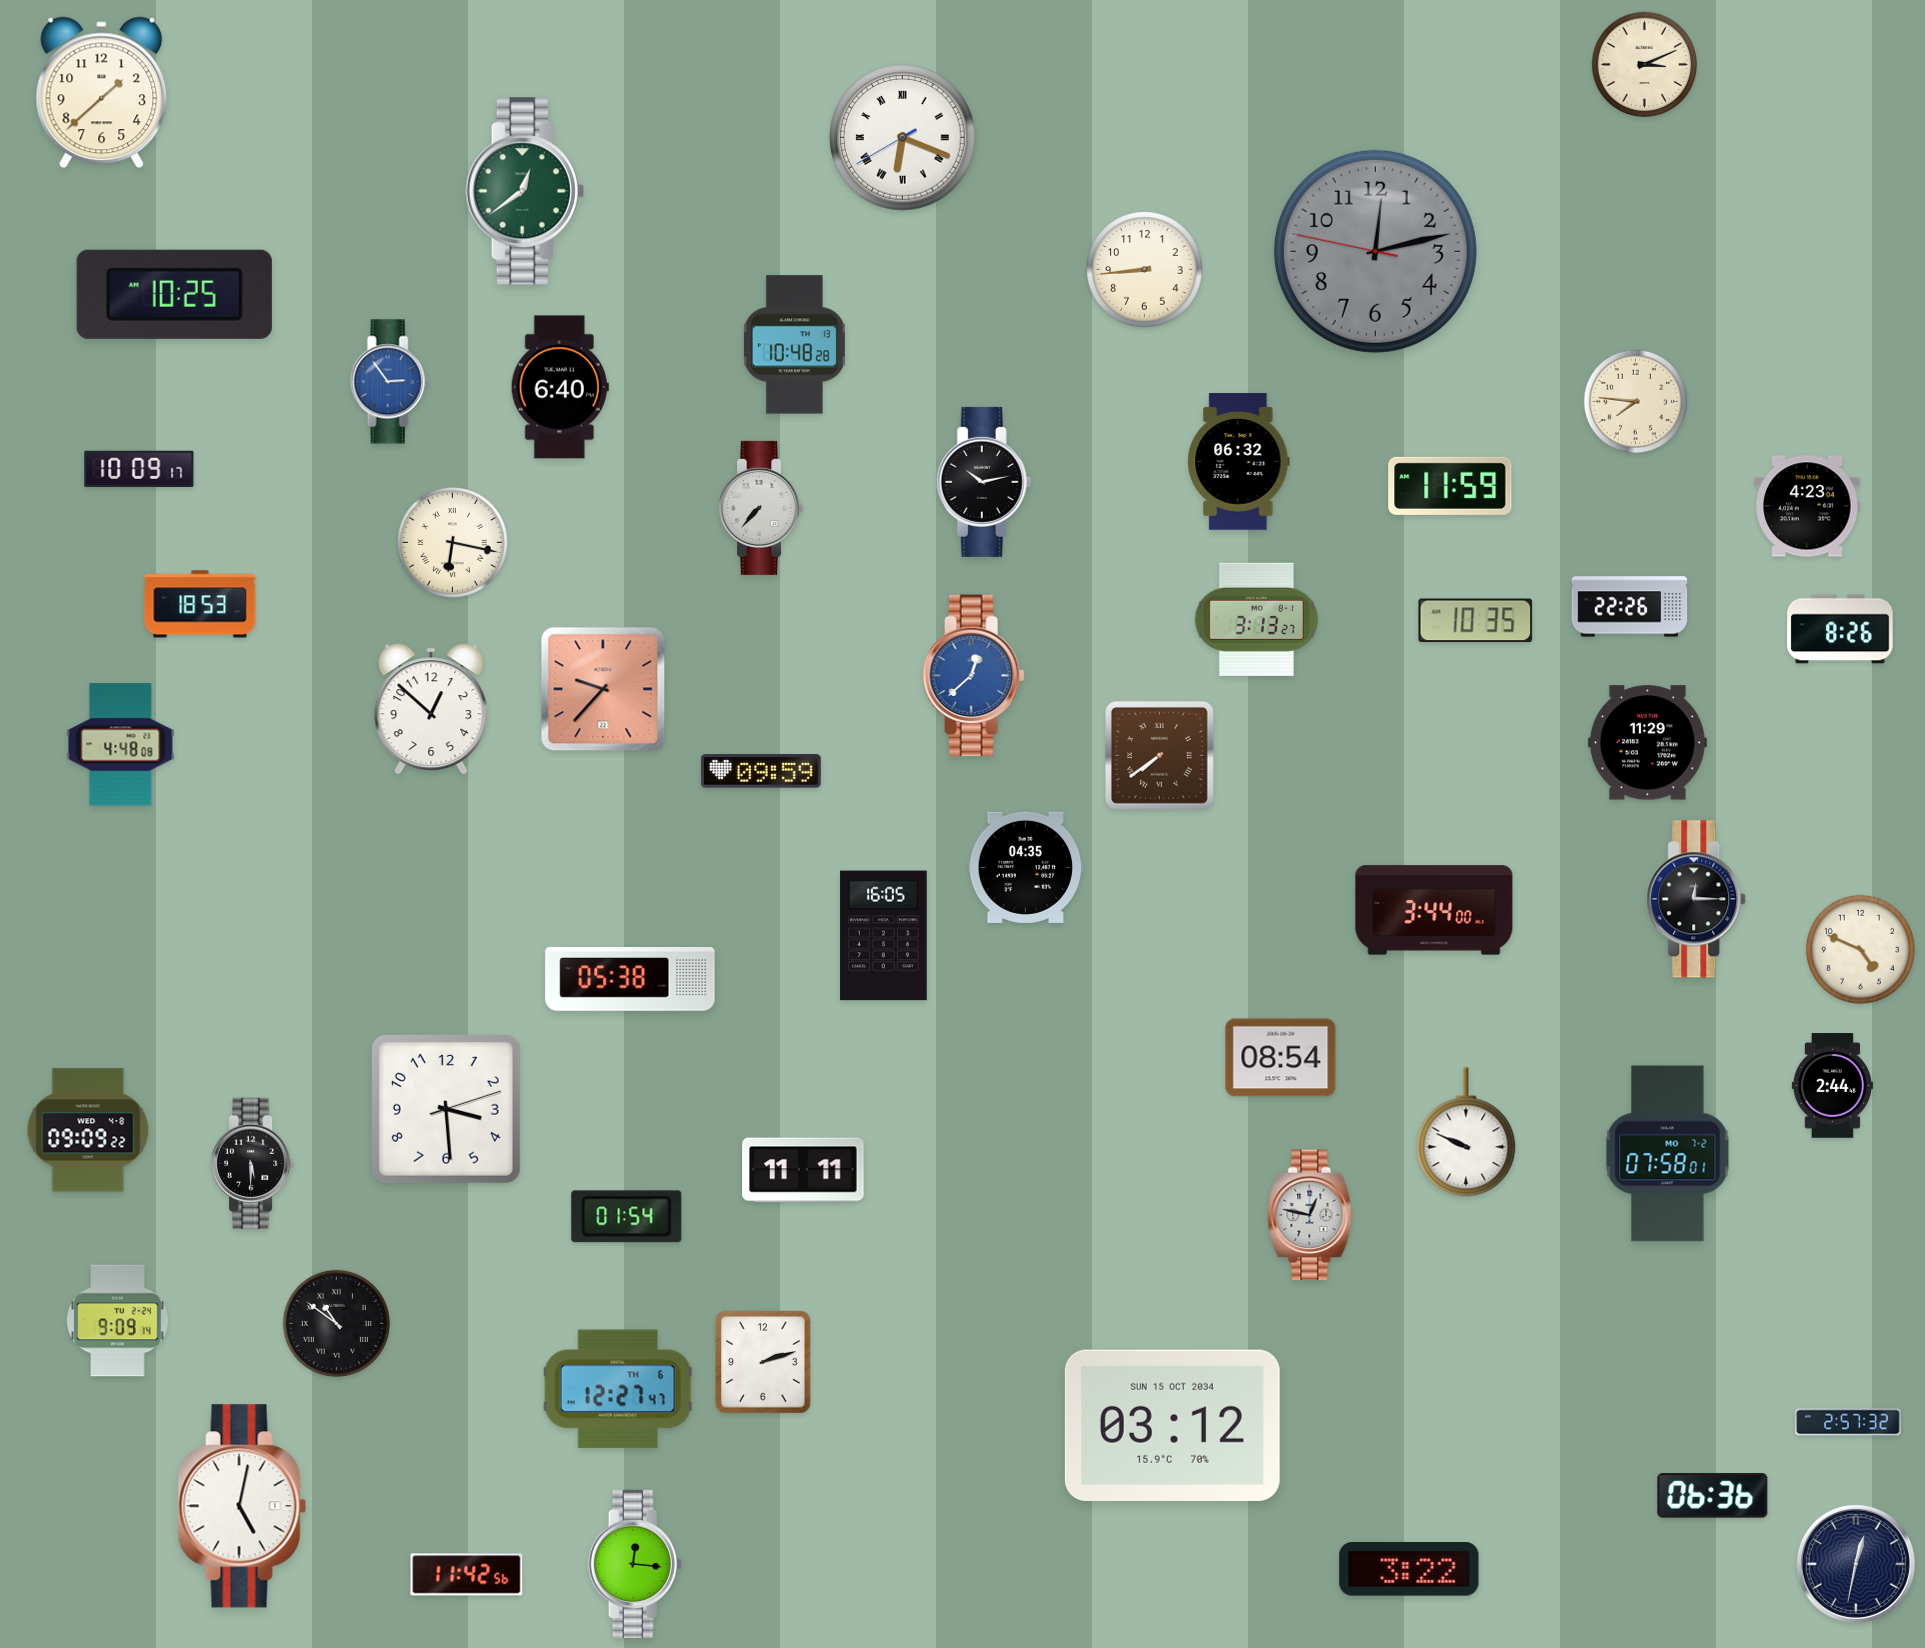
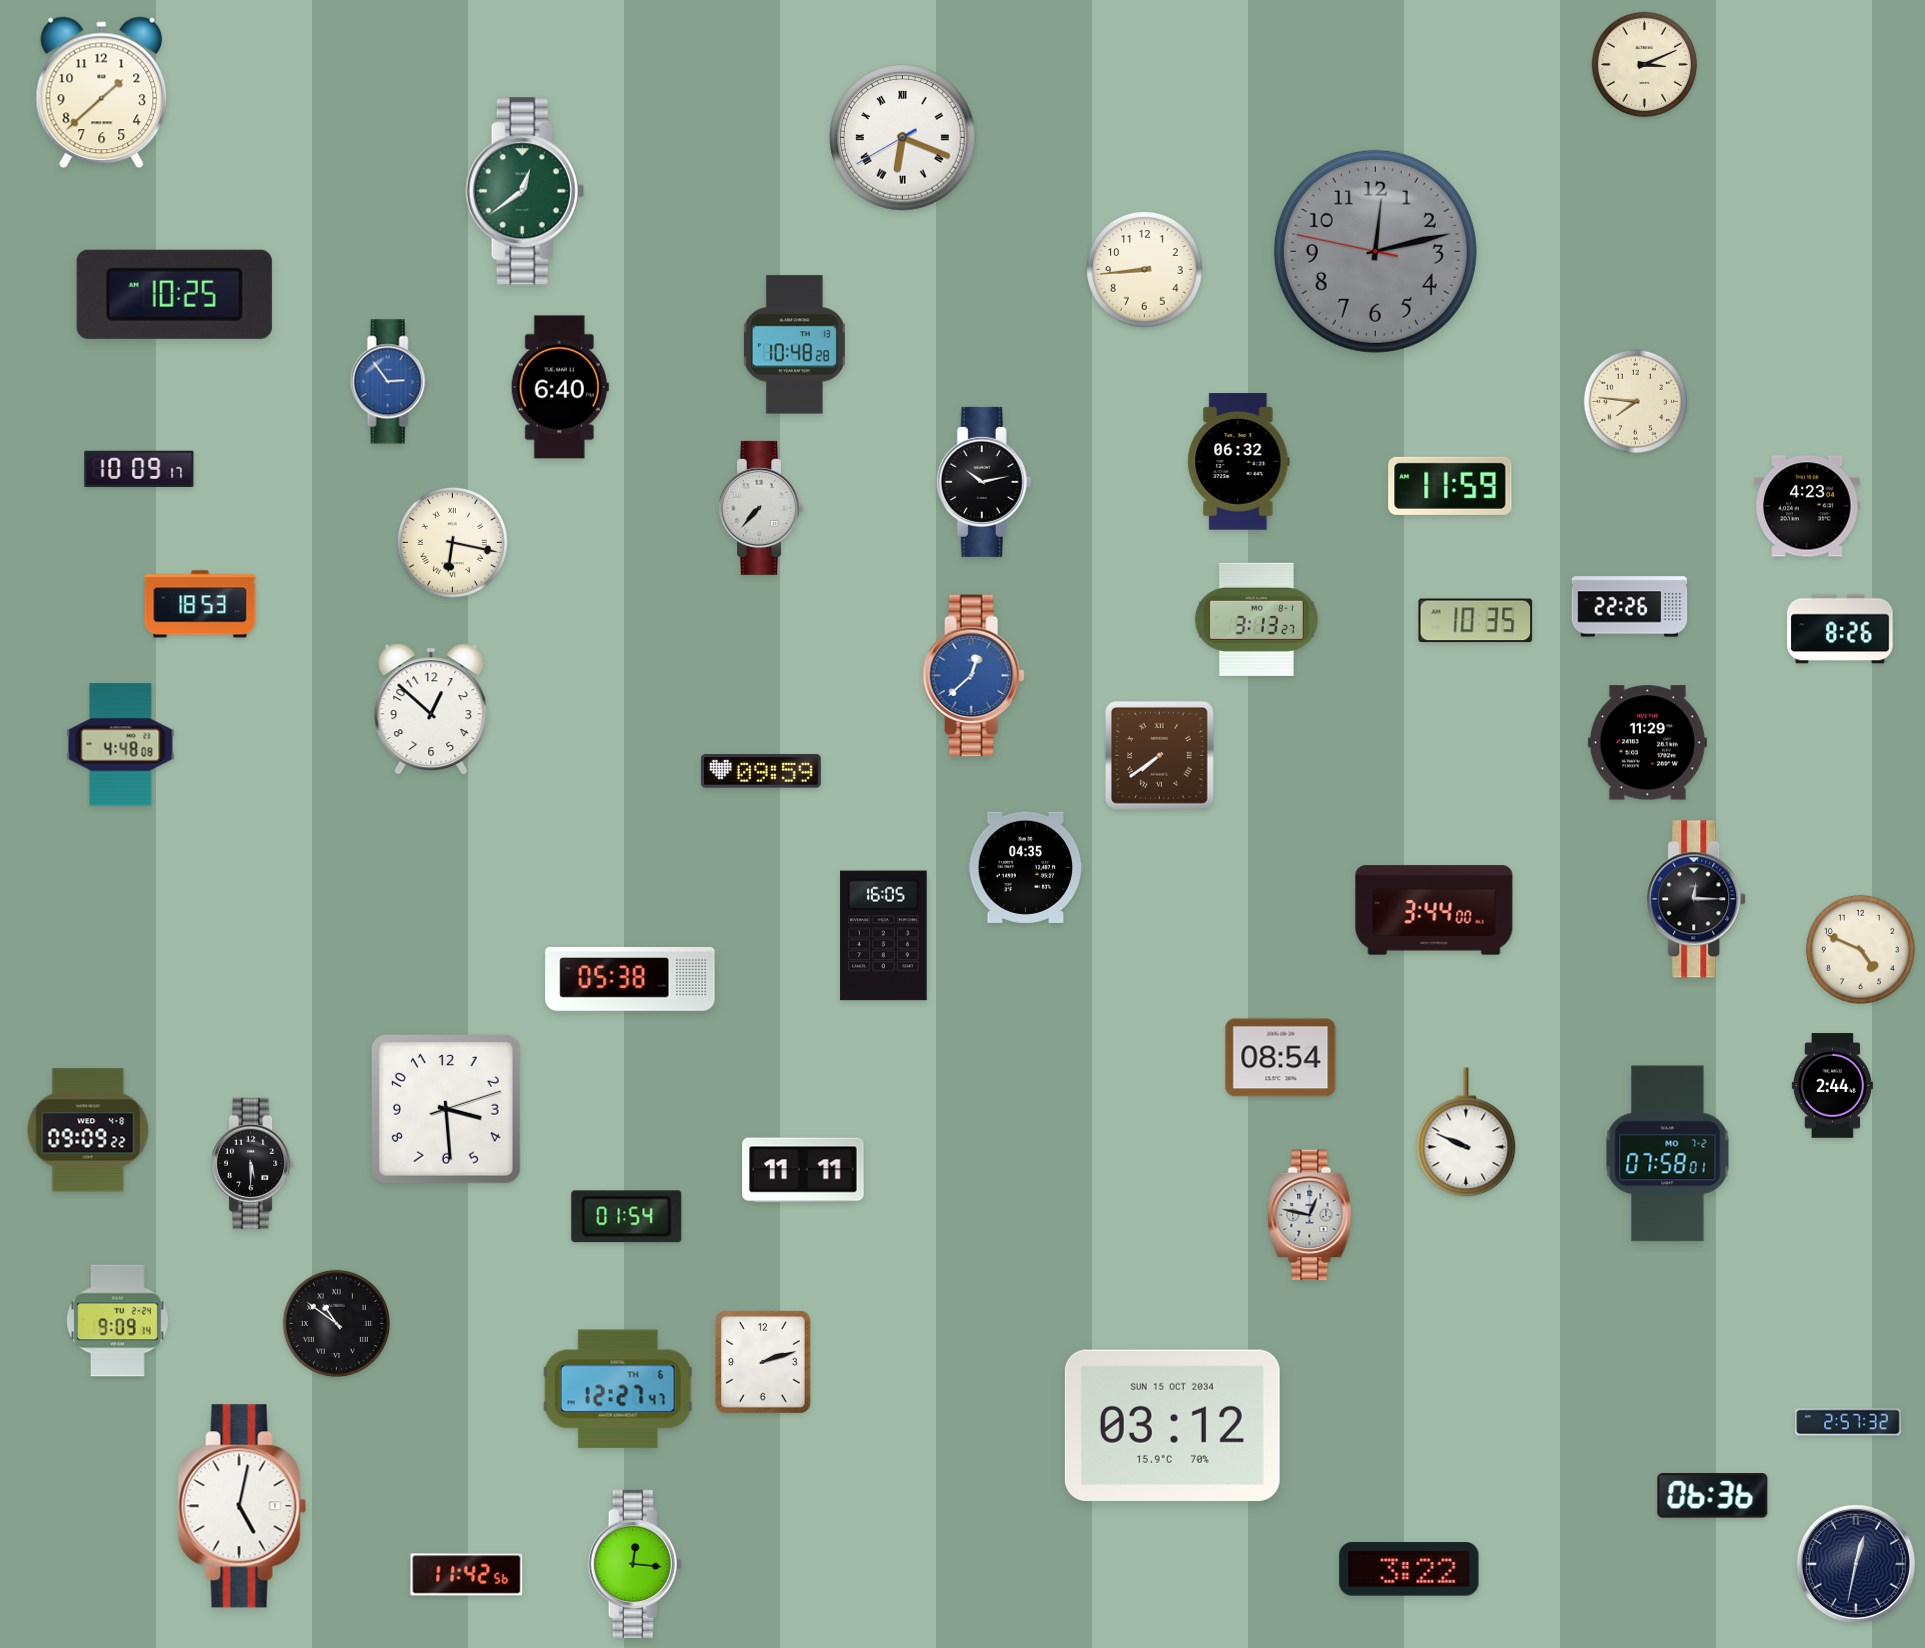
clock at (603, 689): 9:37 -> none
